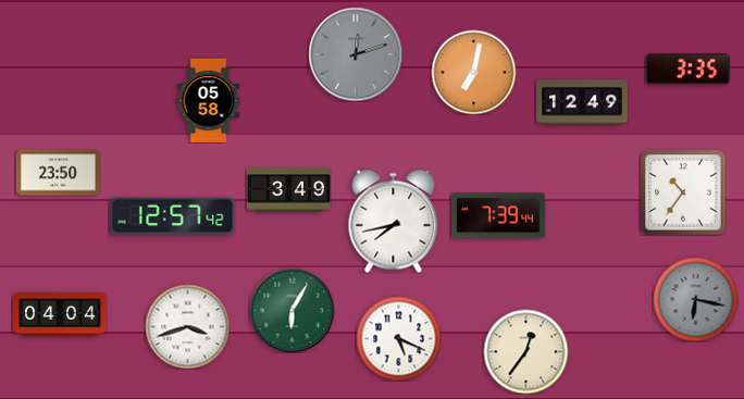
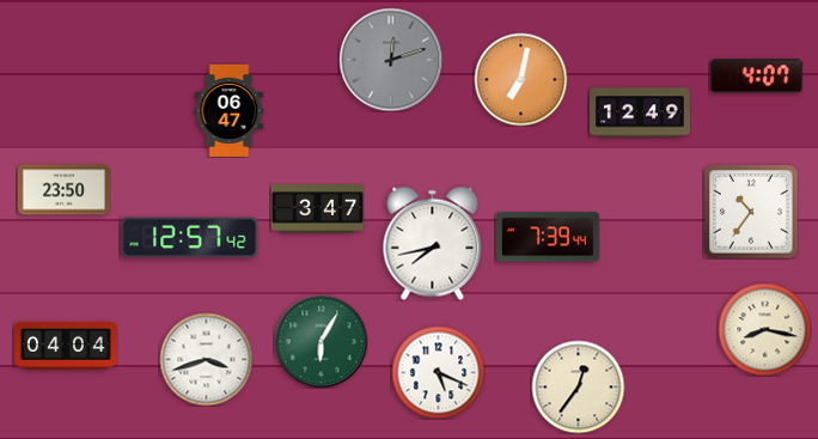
clock at (687, 70): 3:35 -> 4:07
clock at (209, 100): 05:58 -> 06:47
clock at (288, 190): 3:49 -> 3:47
clock at (695, 299): 6:17 -> 8:17
clock at (695, 299) dial: grey -> cream
